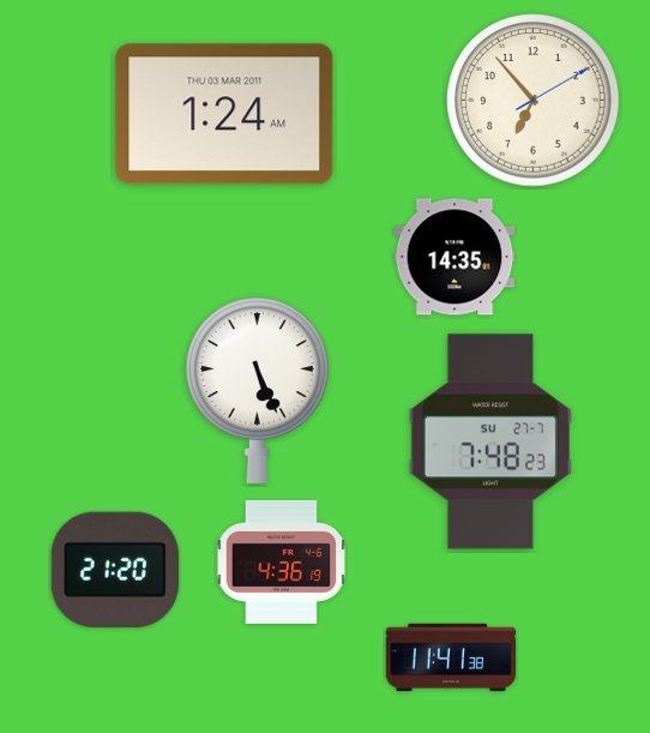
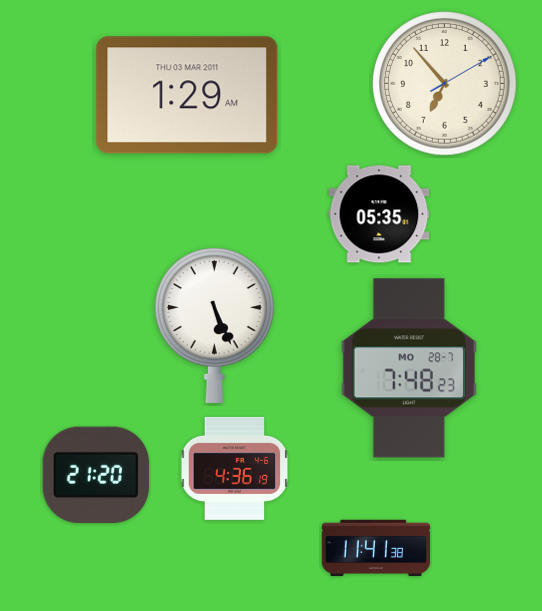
clock at (224, 114): 1:24 -> 1:29
clock at (455, 257): 14:35 -> 05:35
clock at (490, 441) date: SU 27-7 -> MO 28-7
